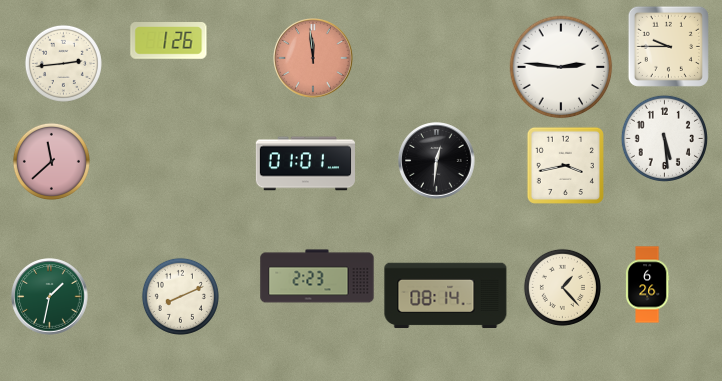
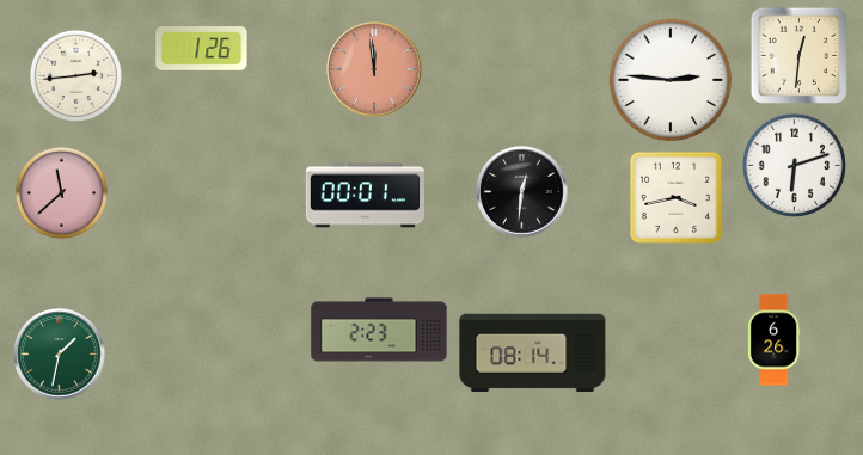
clock at (668, 46): 9:45 -> 12:31
clock at (664, 138): 5:29 -> 6:12
clock at (305, 164): 01:01 -> 00:01
clock at (562, 287): 1:23 -> none
clock at (180, 296): 8:11 -> none
